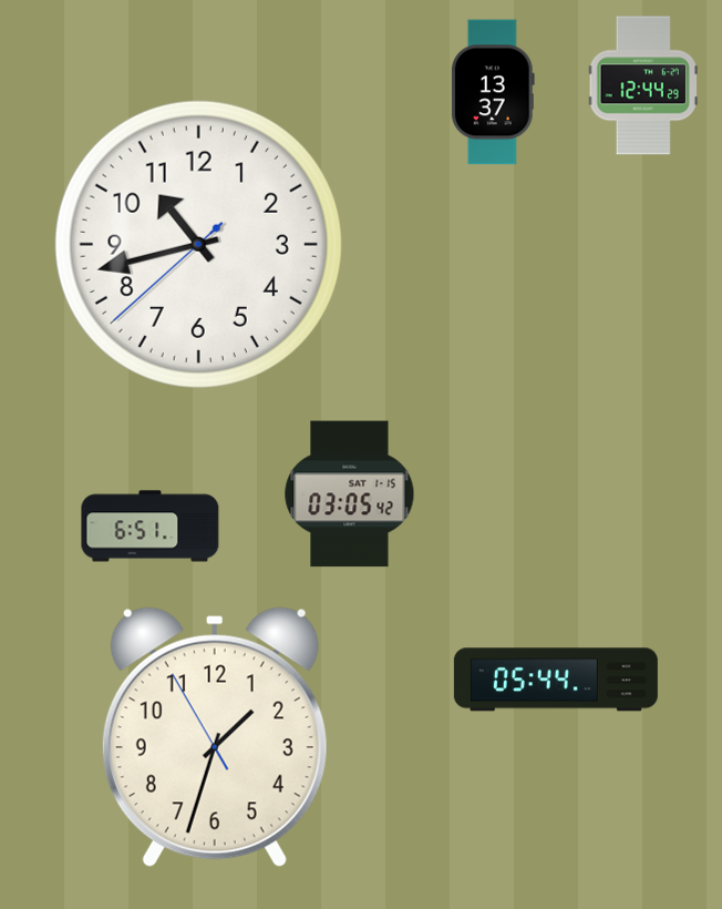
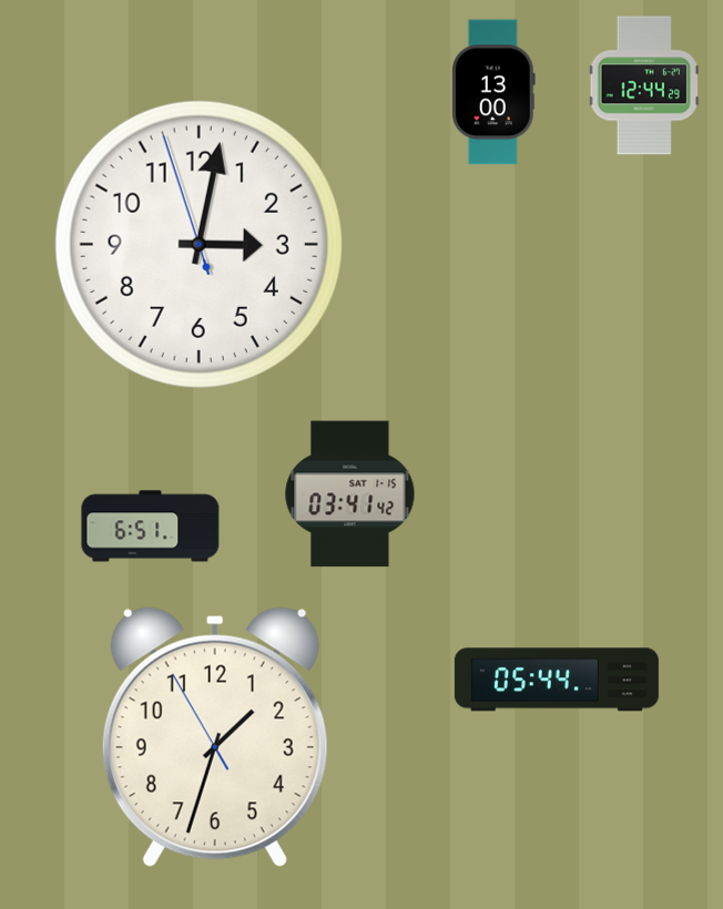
clock at (493, 92): 13:37 -> 13:00
clock at (198, 244): 10:42 -> 3:01
clock at (350, 494): 03:05 -> 03:41
